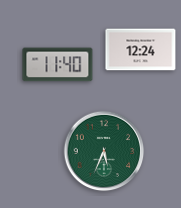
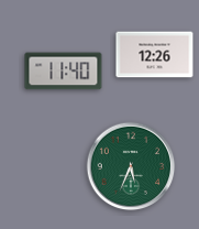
clock at (141, 50): 12:24 -> 12:26
clock at (104, 151) position: (104, 151) -> (131, 166)
